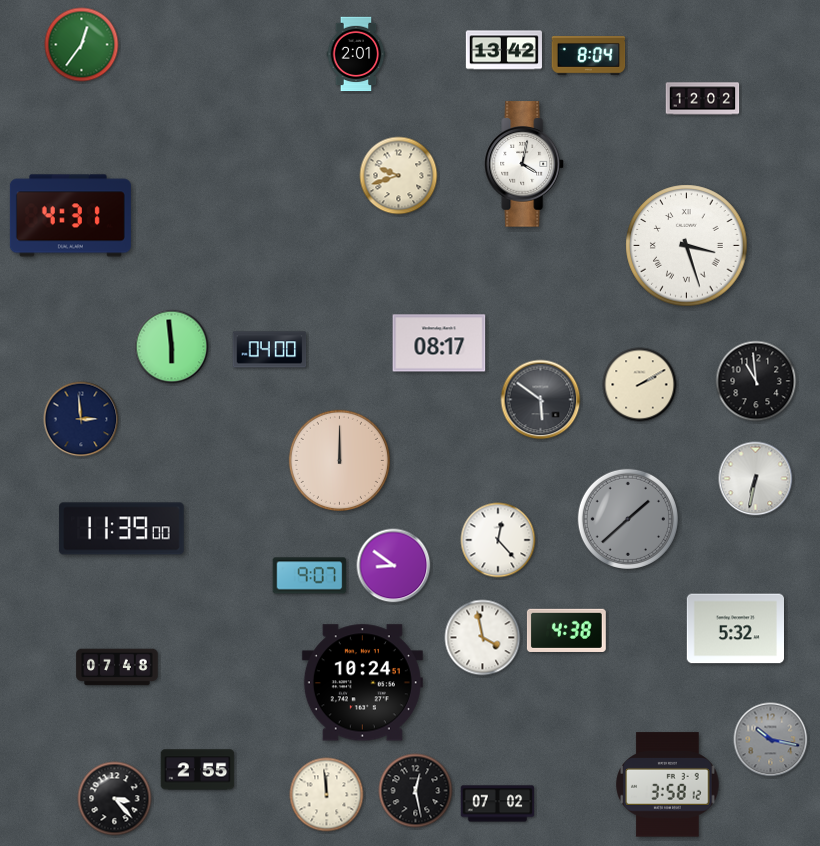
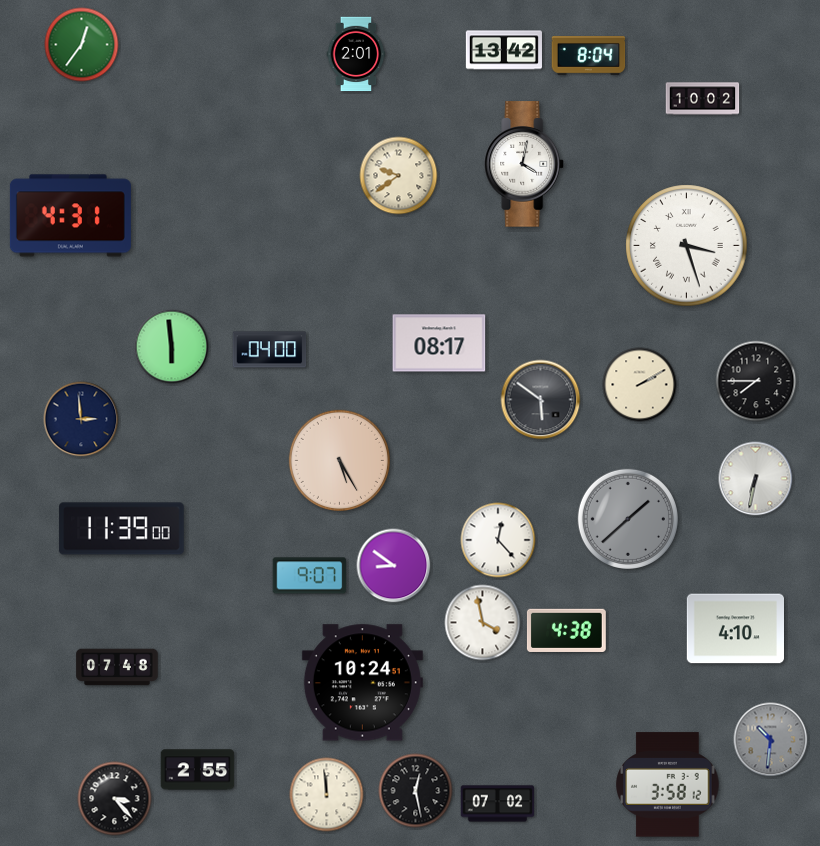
clock at (703, 99): 12:02 -> 10:02
clock at (399, 176): 9:42 -> 9:39
clock at (756, 381): 10:59 -> 7:45
clock at (339, 460): 12:00 -> 5:25
clock at (735, 629): 5:32 -> 4:10
clock at (483, 638) position: (483, 638) -> (483, 623)
clock at (771, 740): 10:17 -> 10:31
